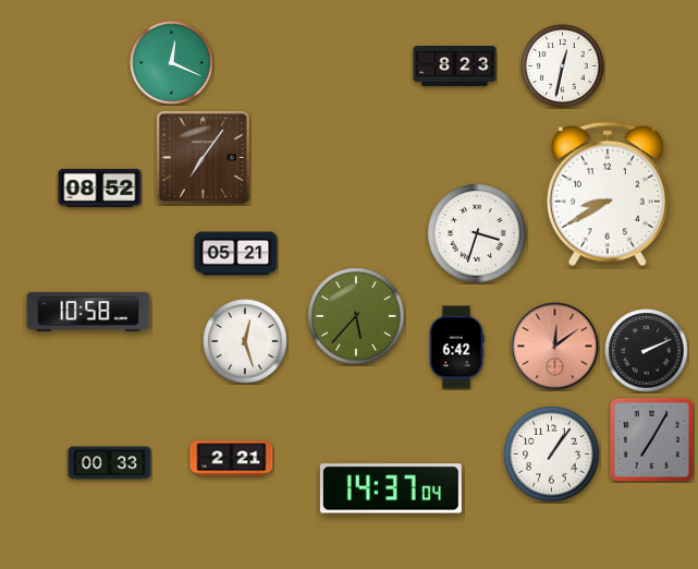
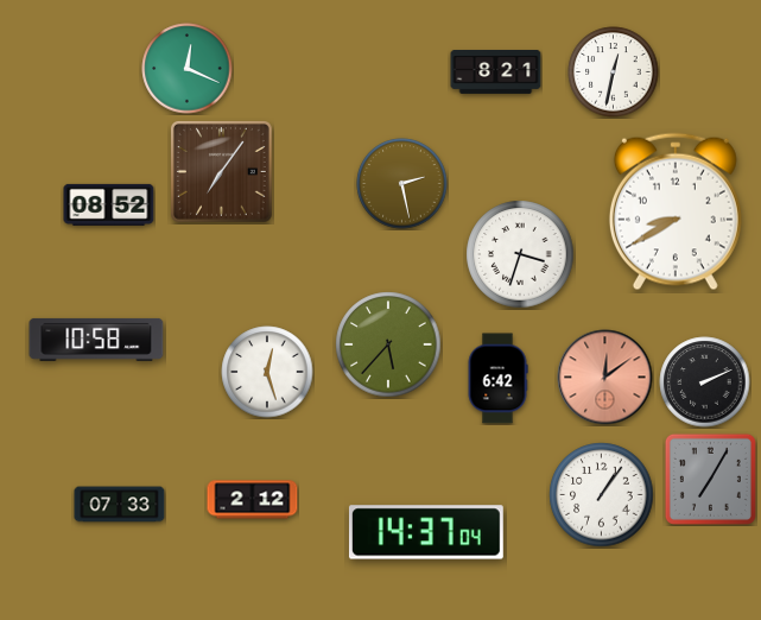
clock at (455, 66): 8:23 -> 8:21
clock at (402, 184): none -> 2:28
clock at (608, 194) position: (608, 194) -> (676, 211)
clock at (236, 254): 05:21 -> none
clock at (232, 459): 2:21 -> 2:12
clock at (110, 463): 00:33 -> 07:33
